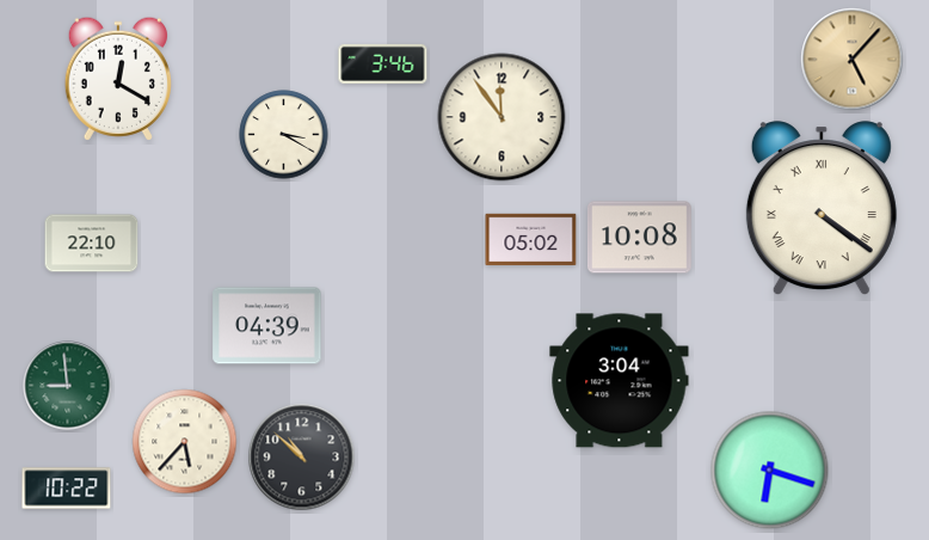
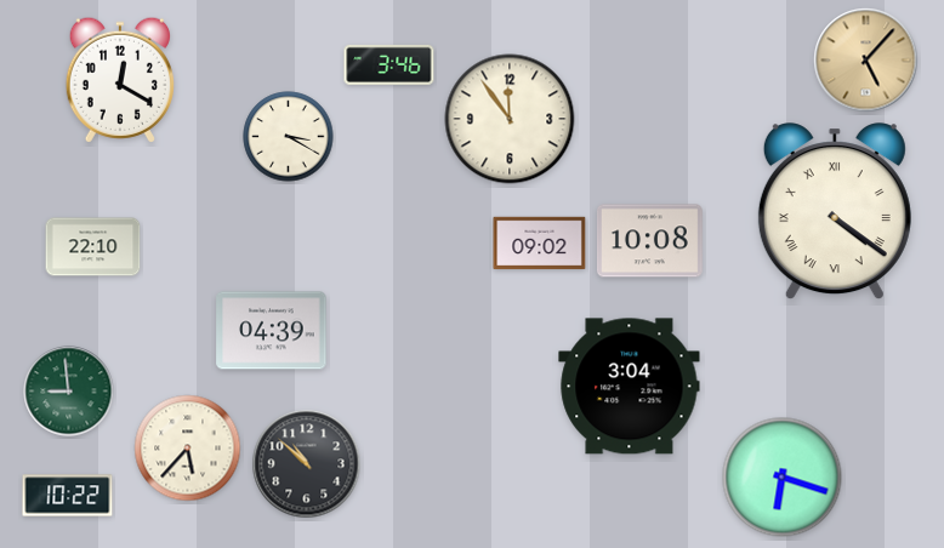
clock at (531, 240): 05:02 -> 09:02
